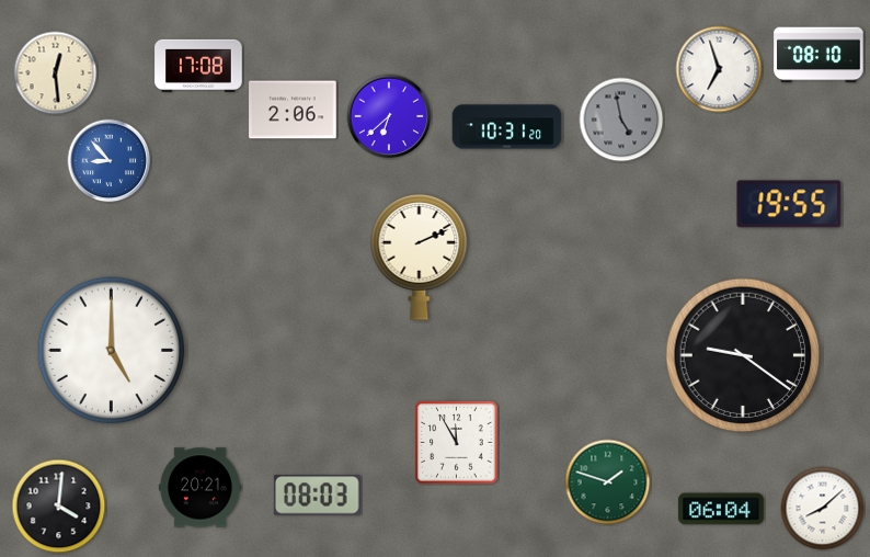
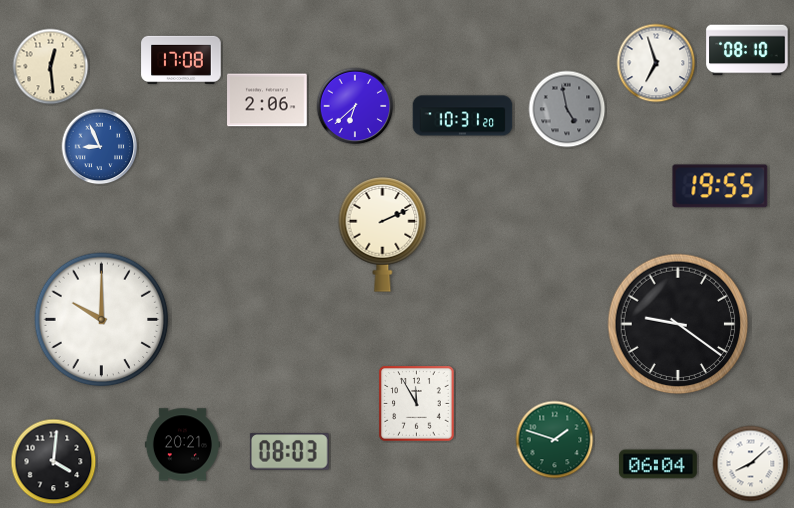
clock at (110, 161): 8:53 -> 8:56
clock at (112, 351): 5:00 -> 10:00
